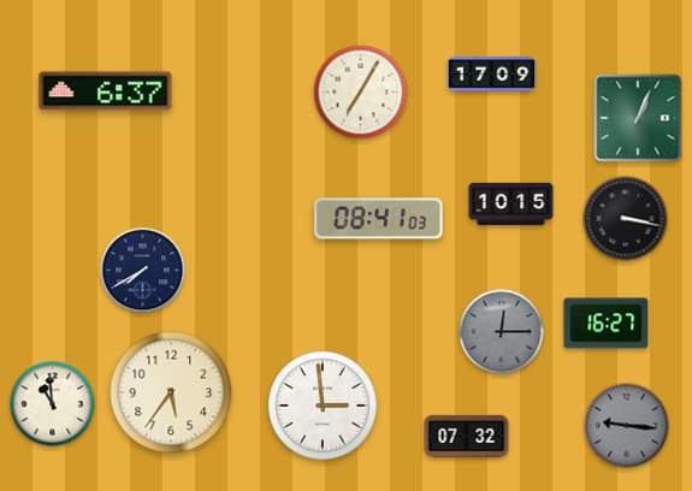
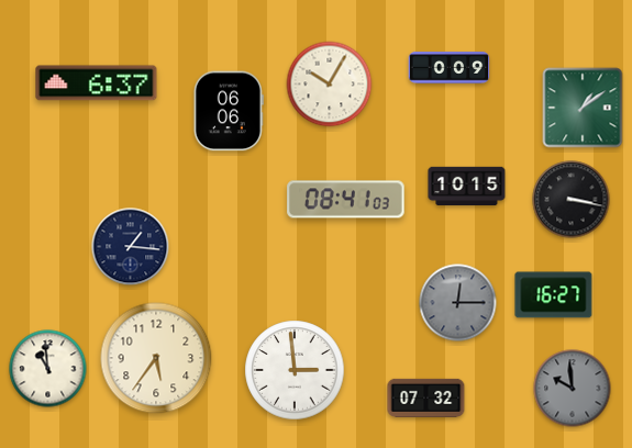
clock at (492, 75): 17:09 -> 0:09
clock at (361, 93): 7:05 -> 10:05
clock at (638, 118): 1:04 -> 1:09
clock at (229, 111): none -> 06:06
clock at (143, 271): 7:40 -> 1:16
clock at (627, 426): 9:16 -> 9:59
